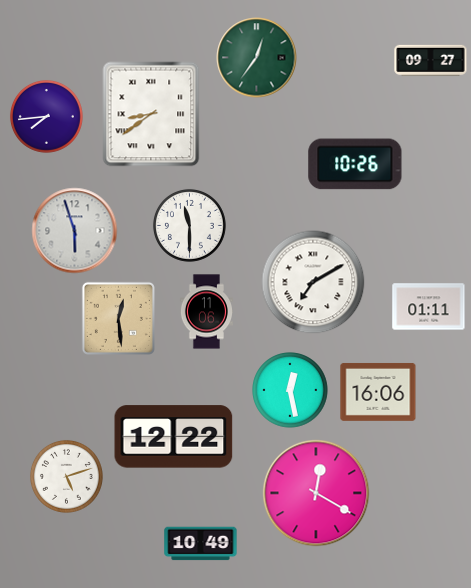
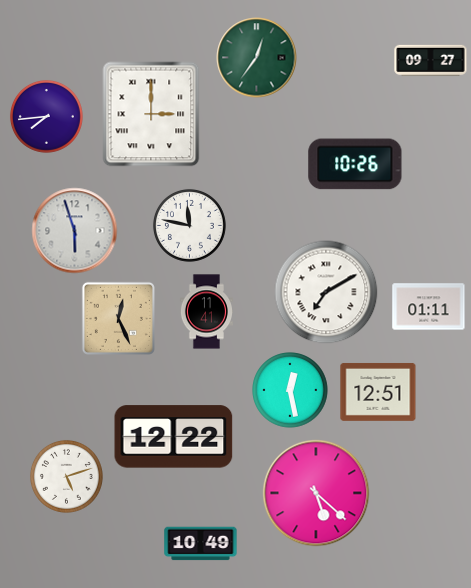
clock at (151, 114): 8:39 -> 3:00
clock at (189, 225): 11:30 -> 11:47
clock at (313, 282) position: (313, 282) -> (326, 292)
clock at (206, 312): 11:06 -> 11:41
clock at (118, 318): 12:29 -> 12:26
clock at (378, 392): 16:06 -> 12:51
clock at (316, 493): 12:20 -> 5:22
